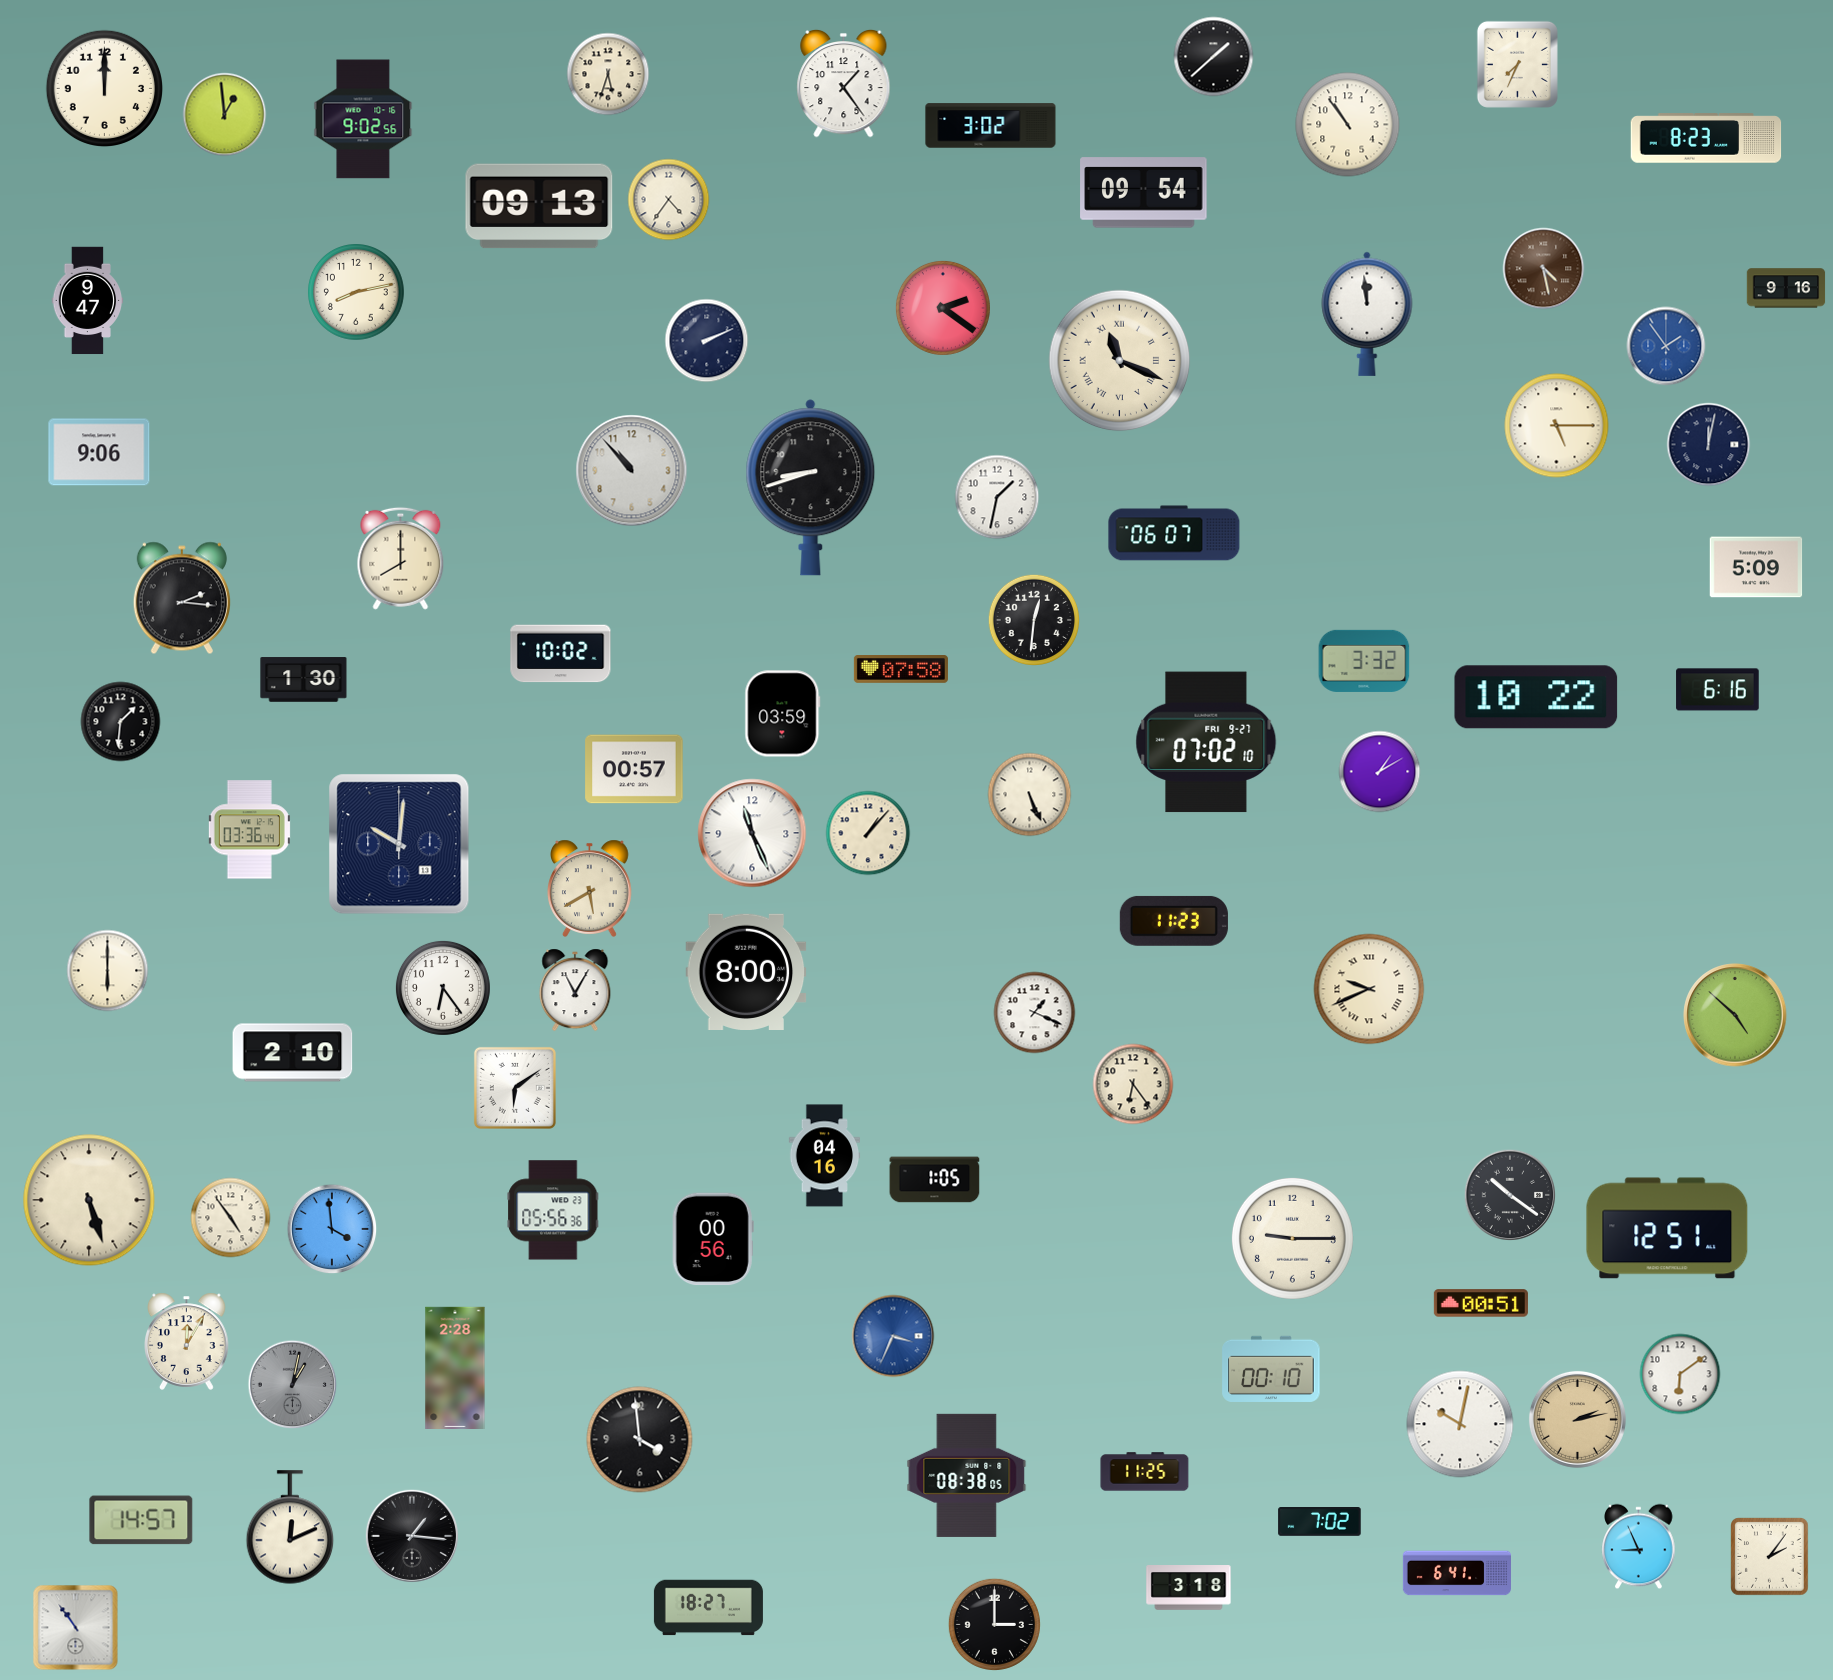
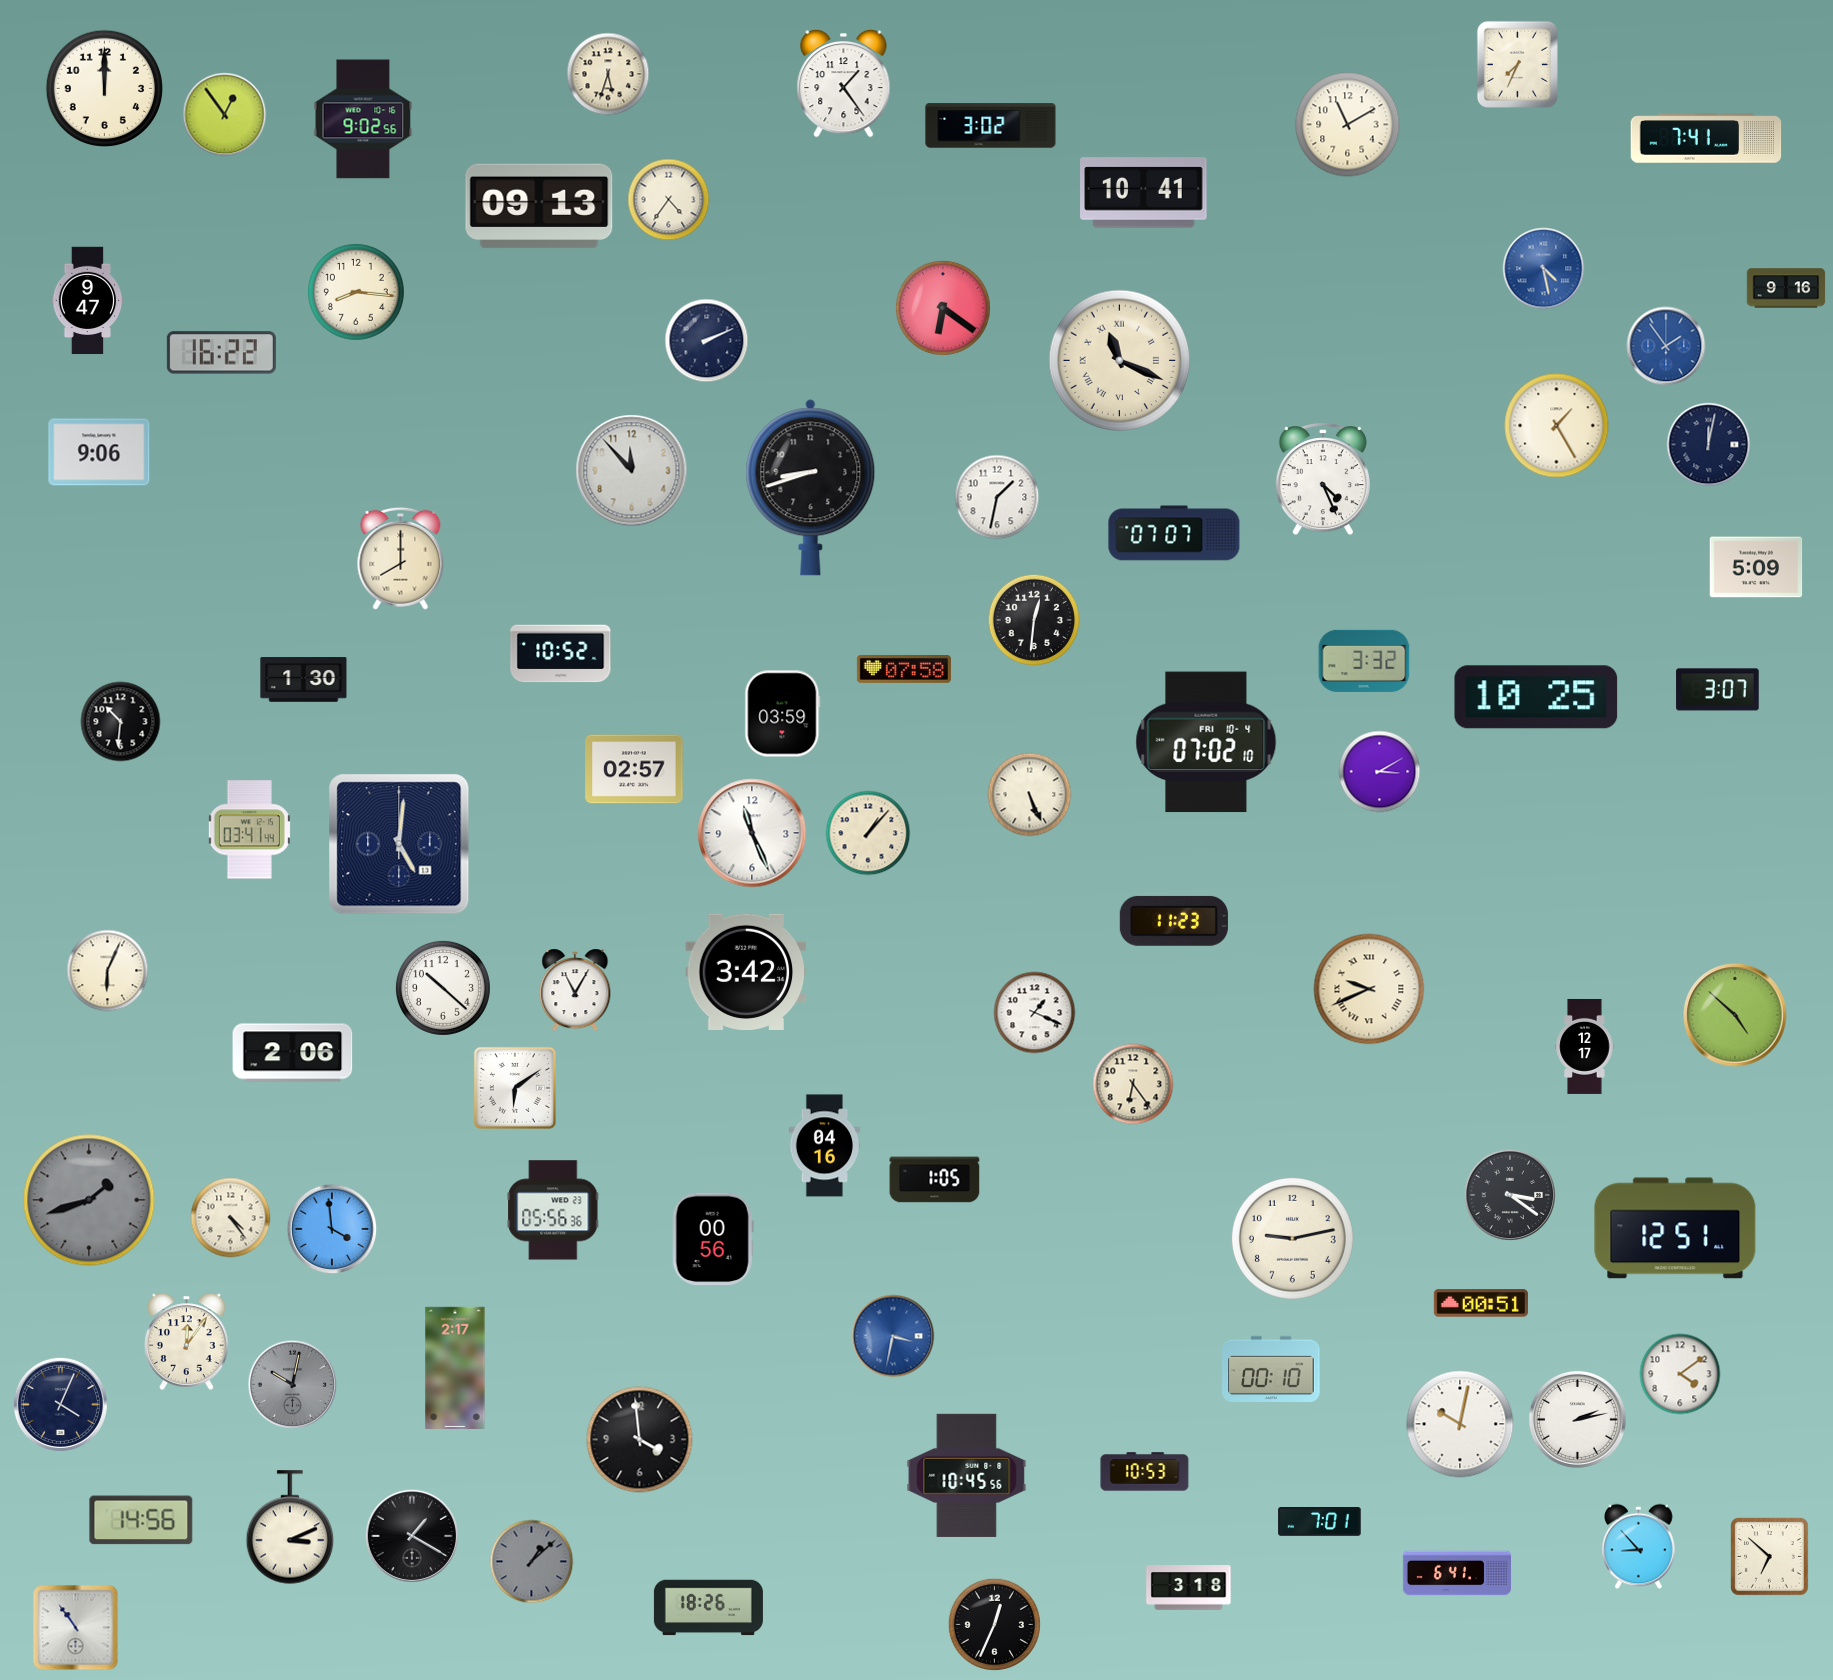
clock at (1214, 57): 1:38 -> none
clock at (225, 115): 12:59 -> 12:54
clock at (1348, 125): 10:54 -> 11:10
clock at (1706, 138): 8:23 -> 7:41
clock at (1144, 193): 09:54 -> 10:41
clock at (1544, 269) dial: brown -> blue
clock at (357, 293): 8:13 -> 8:16
clock at (943, 308): 2:21 -> 6:21
clock at (1367, 314): 11:59 -> none
clock at (221, 353): none -> 16:22
clock at (1557, 426): 5:15 -> 1:25
clock at (632, 471): 10:53 -> 11:53
clock at (1323, 480): none -> 4:26
clock at (1174, 533): 06:07 -> 07:07
clock at (182, 598): 2:16 -> none
clock at (561, 654): 10:02 -> 10:52
clock at (901, 670) position: (901, 670) -> (904, 670)
clock at (1718, 690): 6:16 -> 3:07
clock at (1536, 697): 10:22 -> 10:25
clock at (121, 722): 1:31 -> 10:31
clock at (1206, 742) date: FRI 9-27 -> FRI 10-4
clock at (634, 769): 00:57 -> 02:57
clock at (1380, 772): 1:10 -> 3:10
clock at (249, 830): 03:36 -> 03:41
clock at (399, 844): 10:01 -> 5:01
clock at (590, 888): 5:40 -> none
clock at (108, 971): 6:00 -> 6:04
clock at (746, 971): 8:00 -> 3:42
clock at (443, 988): 6:24 -> 10:22
clock at (1585, 1046): none -> 12:17
clock at (293, 1053): 2:10 -> 2:06
clock at (825, 1156) position: (825, 1156) -> (825, 1146)
clock at (1509, 1194): 10:21 -> 3:21
clock at (89, 1200): 5:27 -> 1:42
clock at (89, 1200) dial: cream -> grey
clock at (231, 1218): 4:54 -> 4:24
clock at (1667, 1228) position: (1667, 1228) -> (1675, 1228)
clock at (1292, 1238): 9:15 -> 9:13
clock at (893, 1336): 3:34 -> 3:32
clock at (187, 1341): 12:05 -> 12:06
clock at (455, 1367): 2:28 -> 2:17
clock at (1680, 1374): 6:09 -> 4:09
clock at (293, 1385): 1:02 -> 10:02
clock at (60, 1404): none -> 4:04
clock at (1577, 1419) dial: champagne -> white
clock at (1145, 1472): 11:25 -> 10:53
clock at (967, 1475): 08:38 -> 10:45
clock at (141, 1520): 14:57 -> 14:56
clock at (1320, 1522): 7:02 -> 7:01
clock at (290, 1527): 12:11 -> 3:11
clock at (412, 1536): 1:16 -> 1:20
clock at (1639, 1547): 8:56 -> 8:53
clock at (1770, 1557): 2:06 -> 6:52
clock at (532, 1562): none -> 1:08
clock at (708, 1608): 18:27 -> 18:26
clock at (994, 1624): 3:00 -> 12:34
